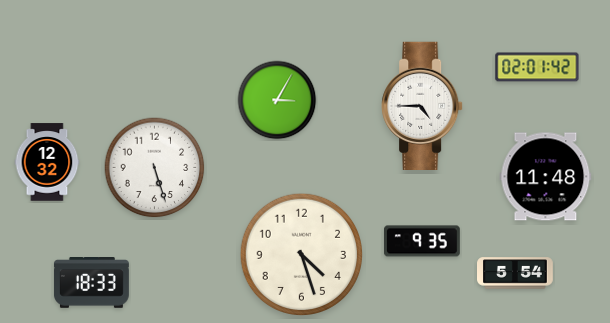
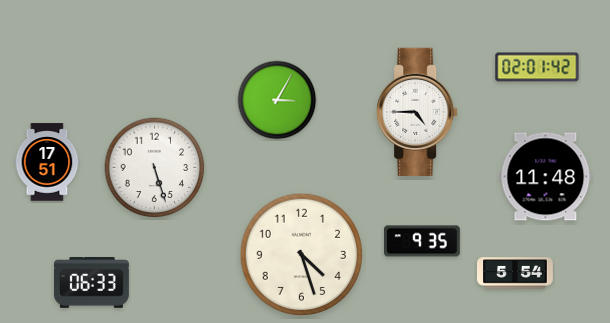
clock at (422, 105) position: (422, 105) -> (417, 111)
clock at (47, 162): 12:32 -> 17:51
clock at (91, 283): 18:33 -> 06:33
